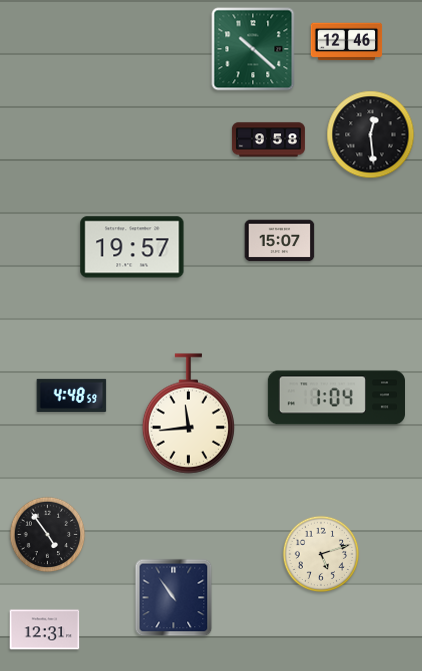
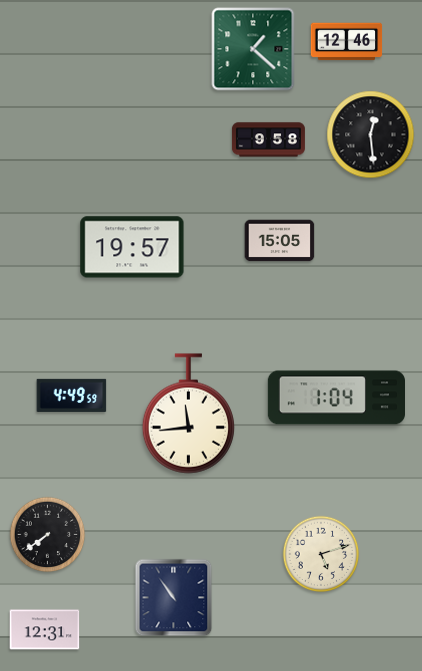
clock at (253, 49): 10:22 -> 1:22
clock at (280, 241): 15:07 -> 15:05
clock at (72, 395): 4:48 -> 4:49
clock at (48, 535): 4:54 -> 7:39
